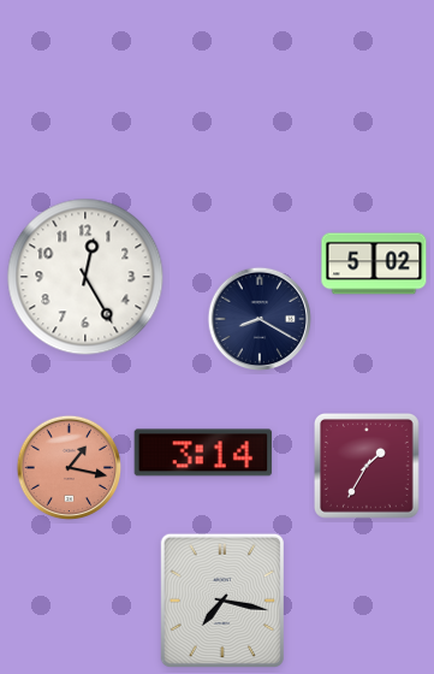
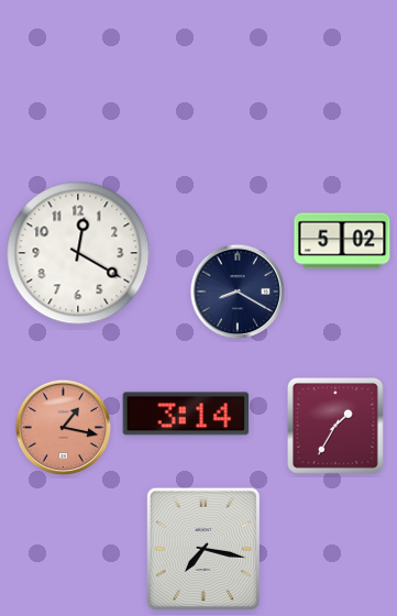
clock at (85, 277): 12:25 -> 12:20
